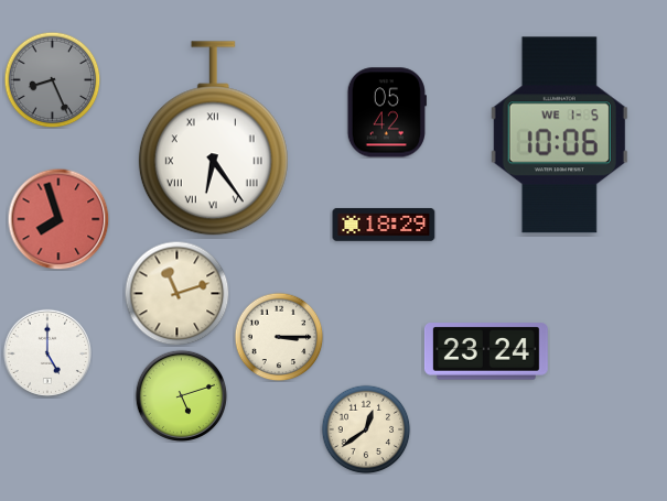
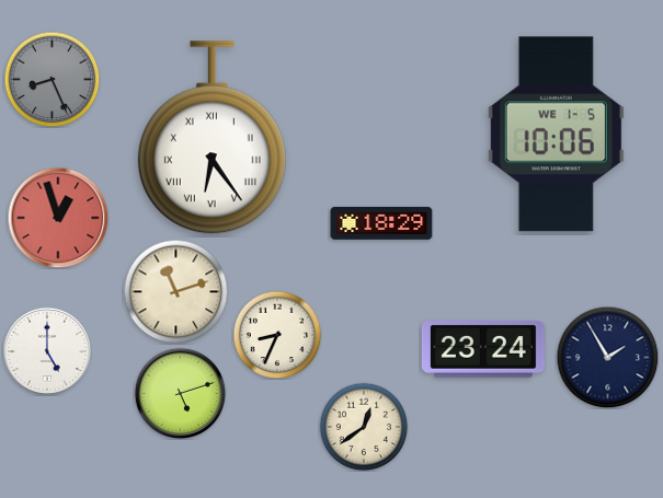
clock at (387, 112): 05:42 -> none
clock at (58, 219): 7:57 -> 12:57
clock at (279, 337): 3:15 -> 8:34
clock at (607, 357): none -> 1:55
